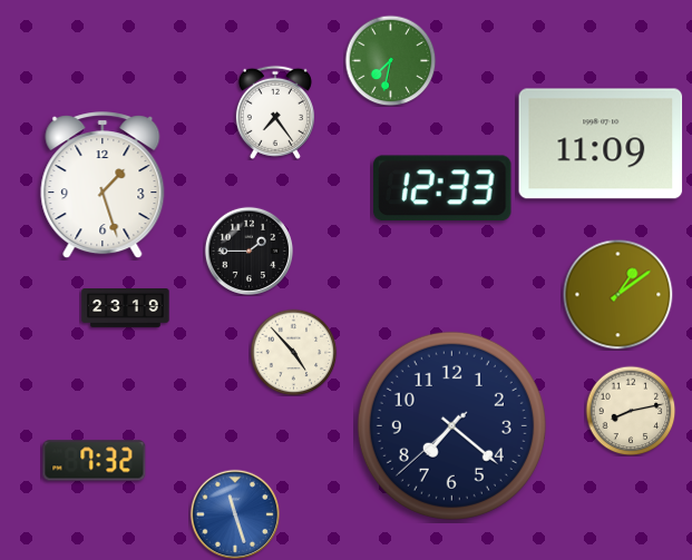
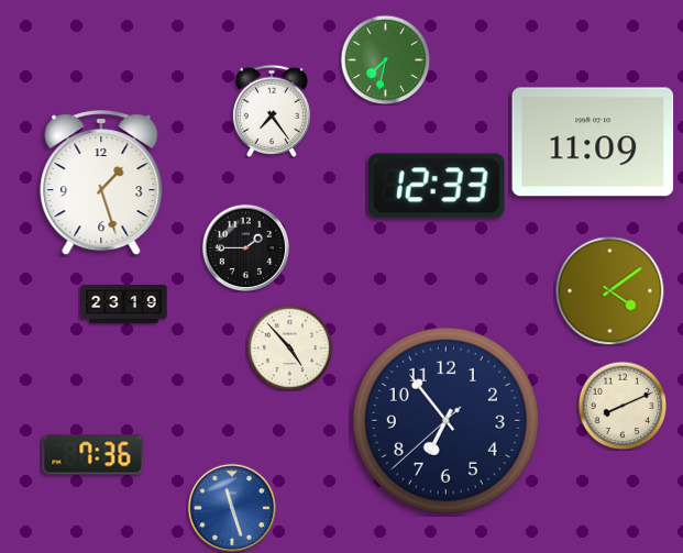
clock at (618, 295): 1:09 -> 4:09
clock at (631, 411): 8:13 -> 8:11
clock at (451, 425): 7:21 -> 6:53
clock at (95, 461): 7:32 -> 7:36
